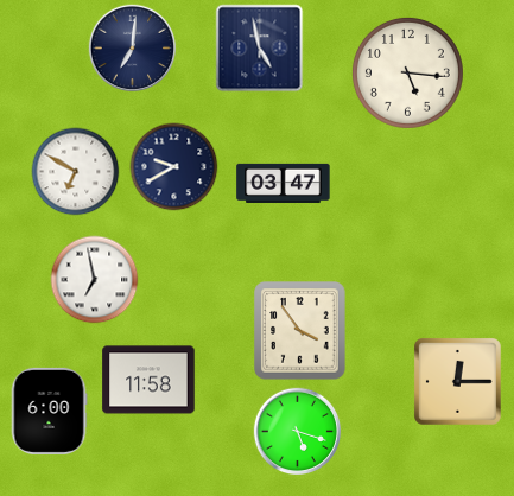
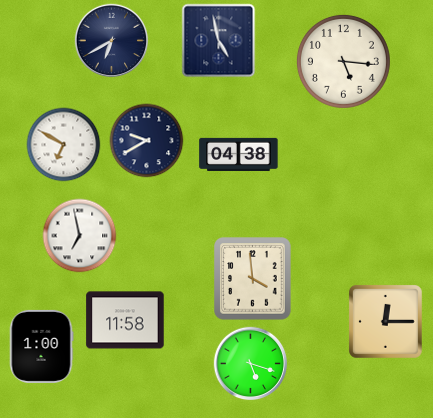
clock at (133, 49): 7:01 -> 6:40
clock at (284, 183): 03:47 -> 04:38
clock at (300, 331): 3:54 -> 3:59
clock at (49, 411): 6:00 -> 1:00
